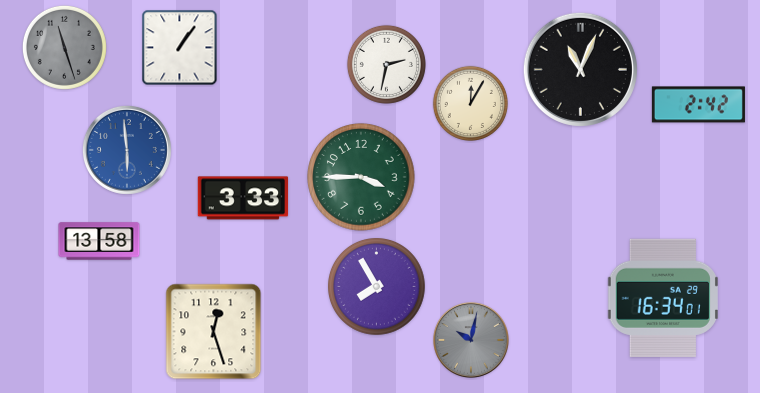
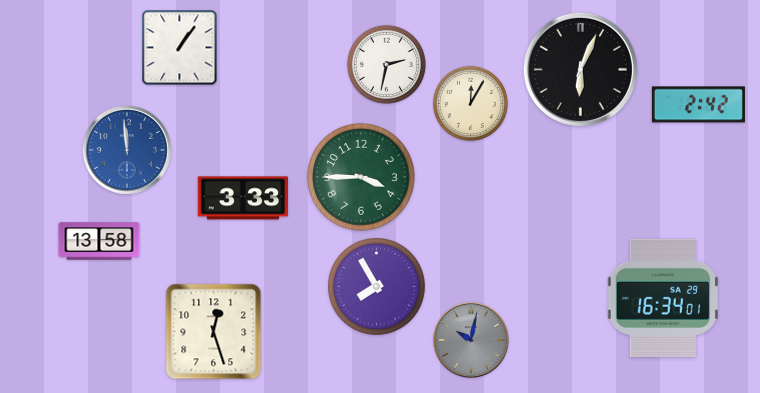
clock at (64, 47): 11:27 -> none
clock at (580, 69): 11:04 -> 6:04
clock at (127, 150): 5:59 -> 11:59
